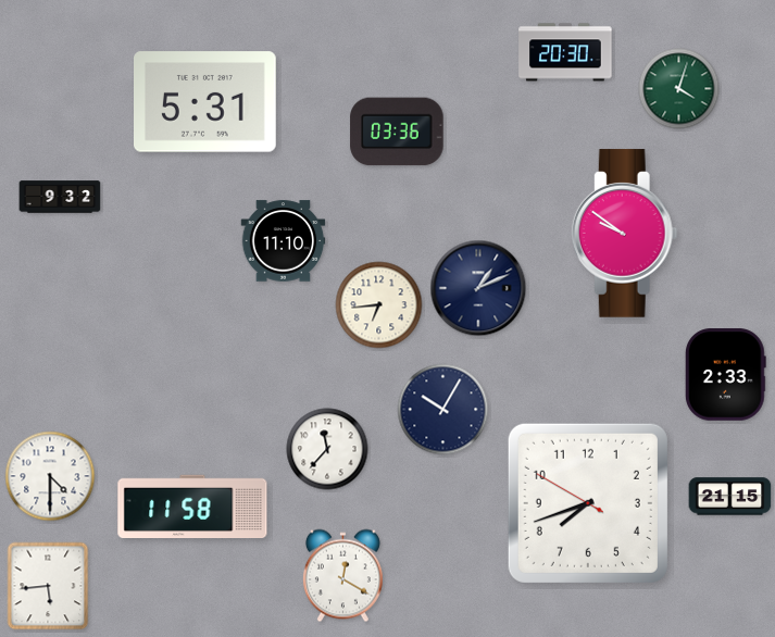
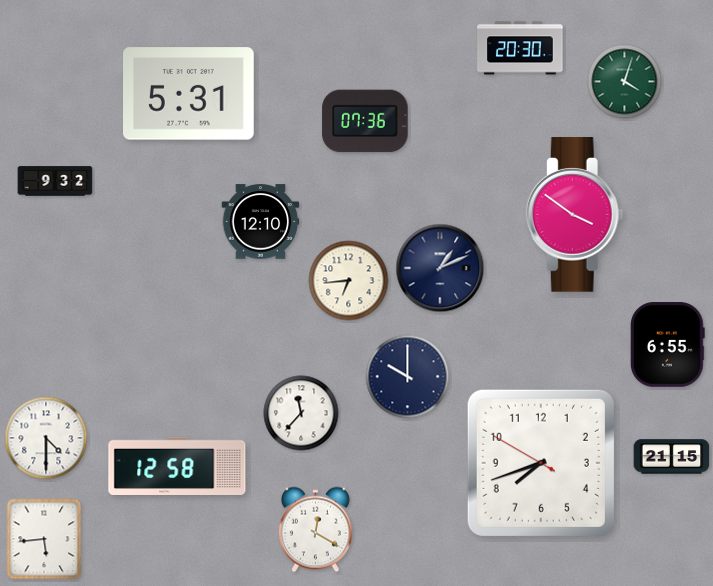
clock at (397, 132): 03:36 -> 07:36
clock at (624, 234): 9:51 -> 3:51
clock at (284, 241): 11:10 -> 12:10
clock at (478, 288) position: (478, 288) -> (440, 268)
clock at (725, 375): 2:33 -> 6:55
clock at (443, 410): 10:05 -> 10:00
clock at (192, 507): 11:58 -> 12:58
